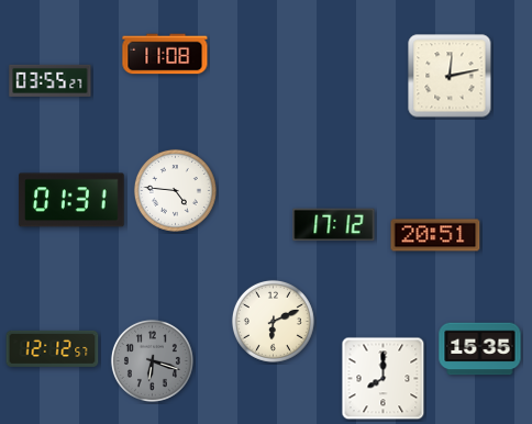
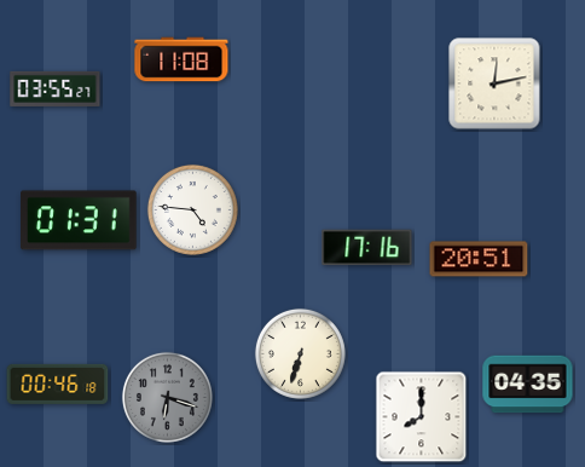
clock at (334, 225): 17:12 -> 17:16
clock at (273, 321): 6:11 -> 6:33
clock at (53, 348): 12:12 -> 00:46
clock at (480, 349): 15:35 -> 04:35
